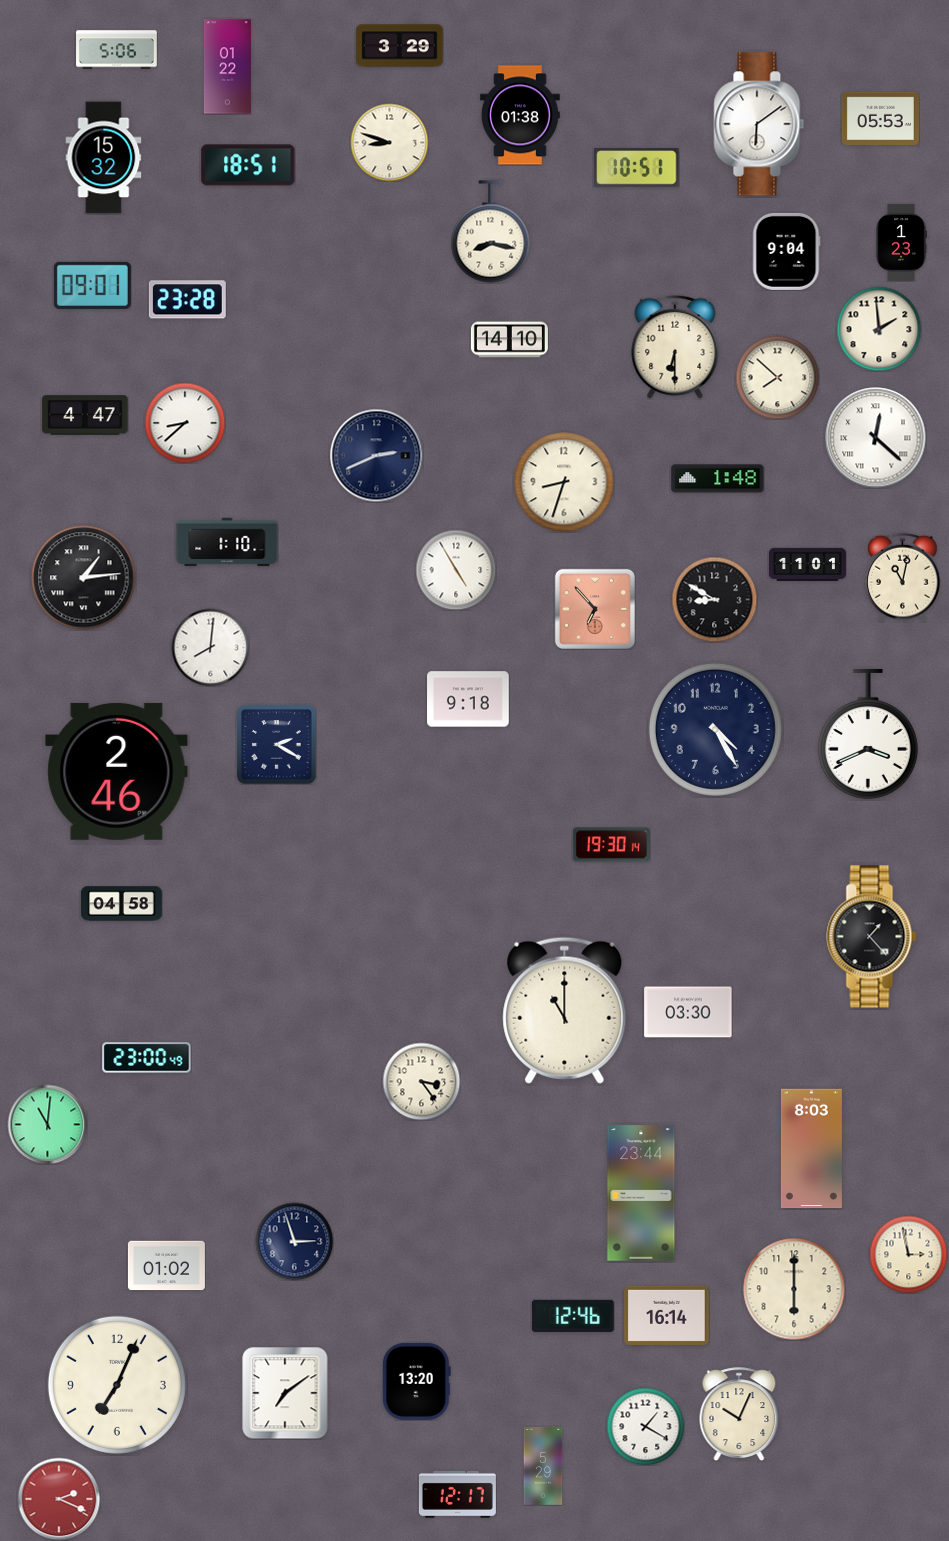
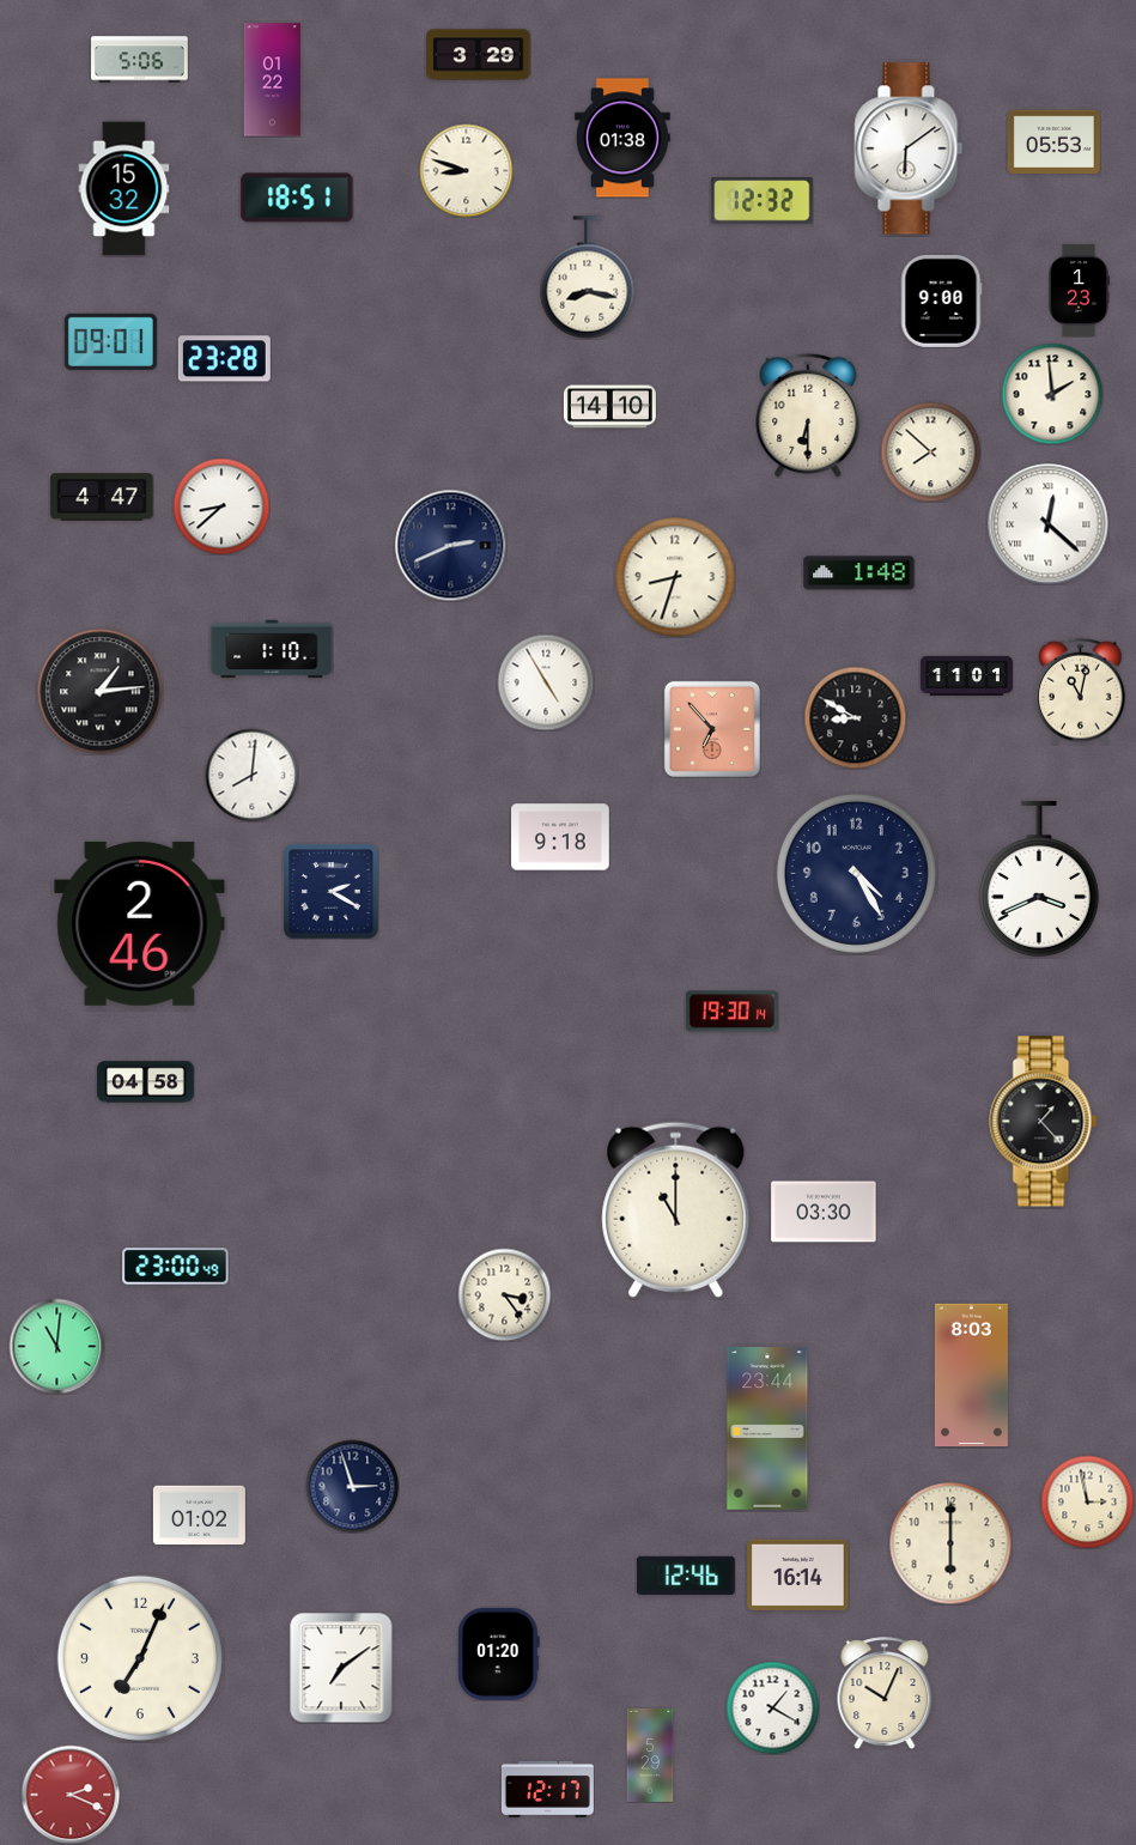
clock at (637, 168): 10:51 -> 12:32
clock at (786, 251): 9:04 -> 9:00
clock at (417, 1381): 13:20 -> 01:20
